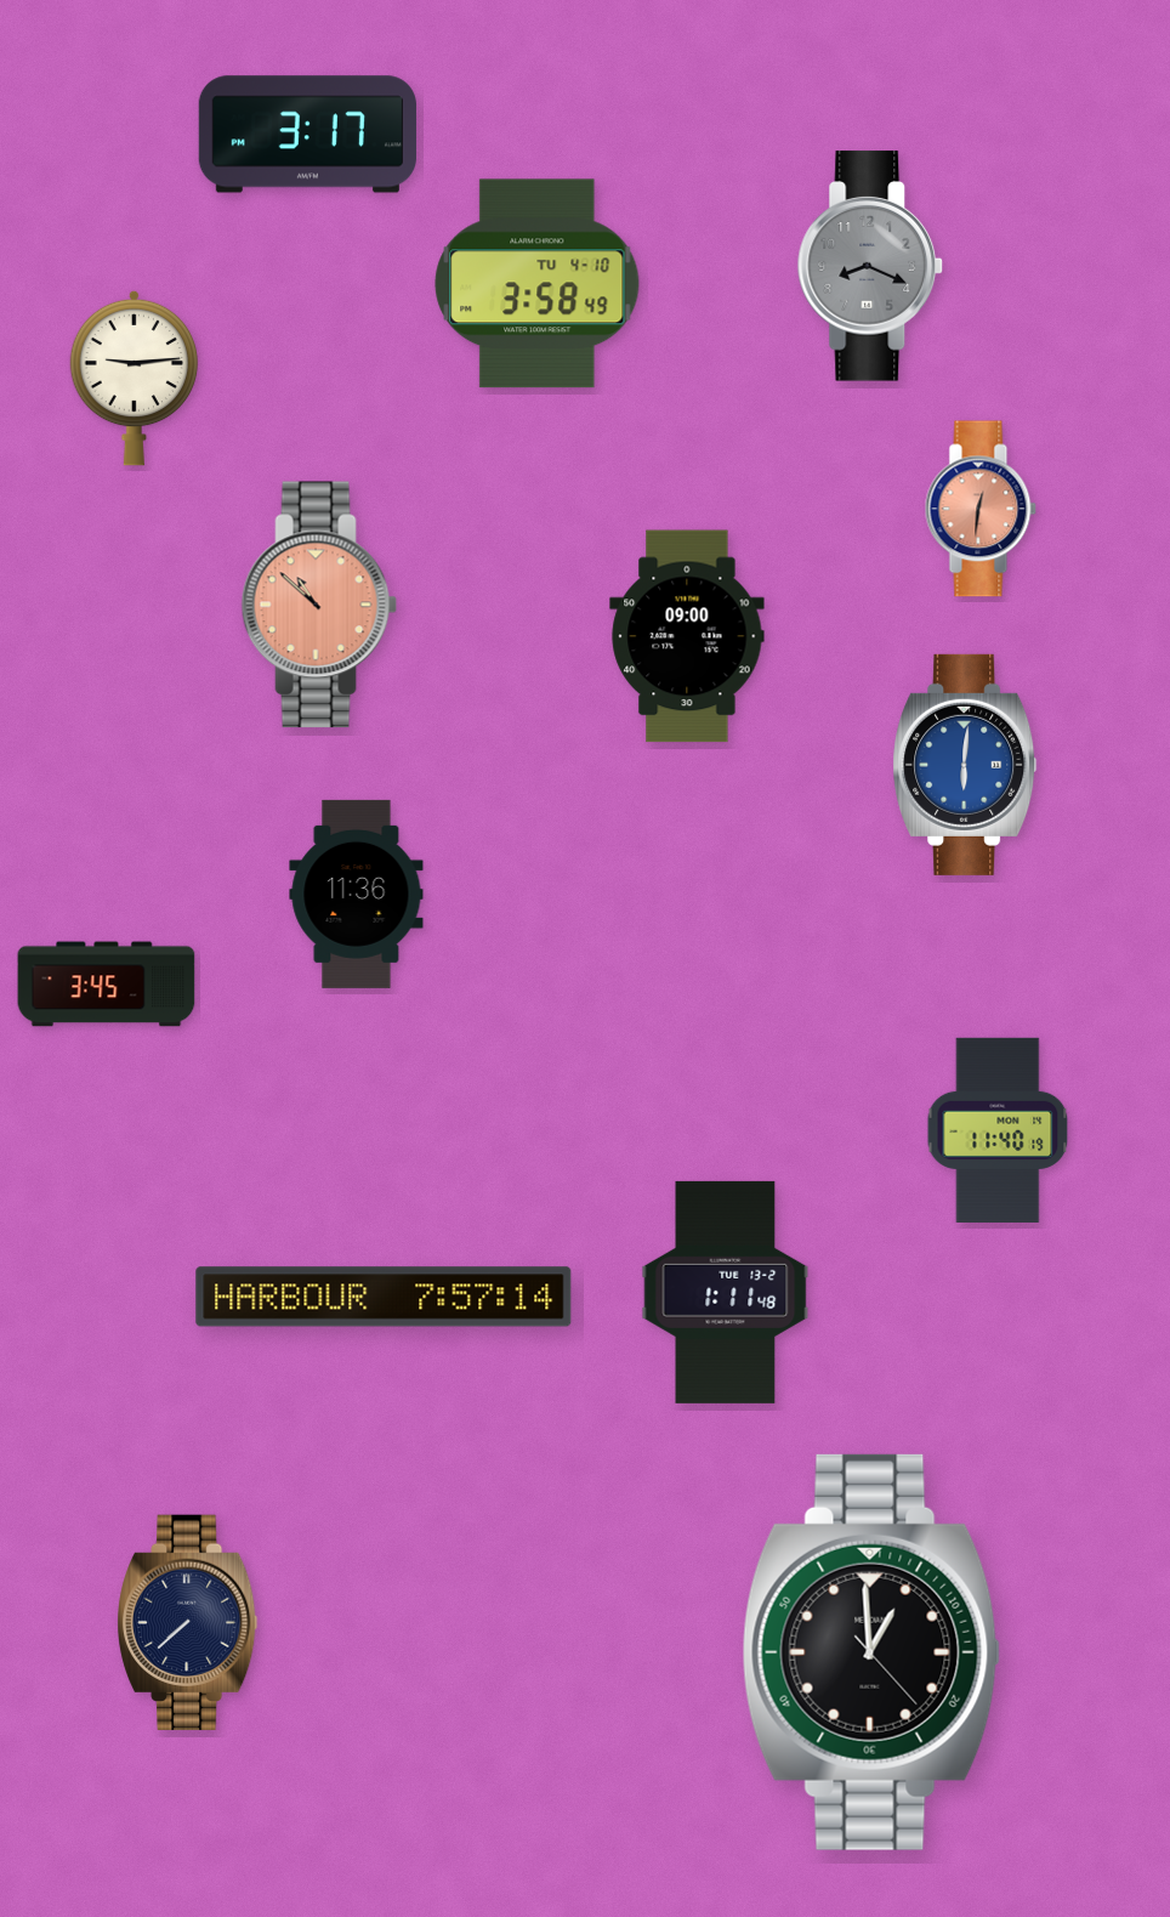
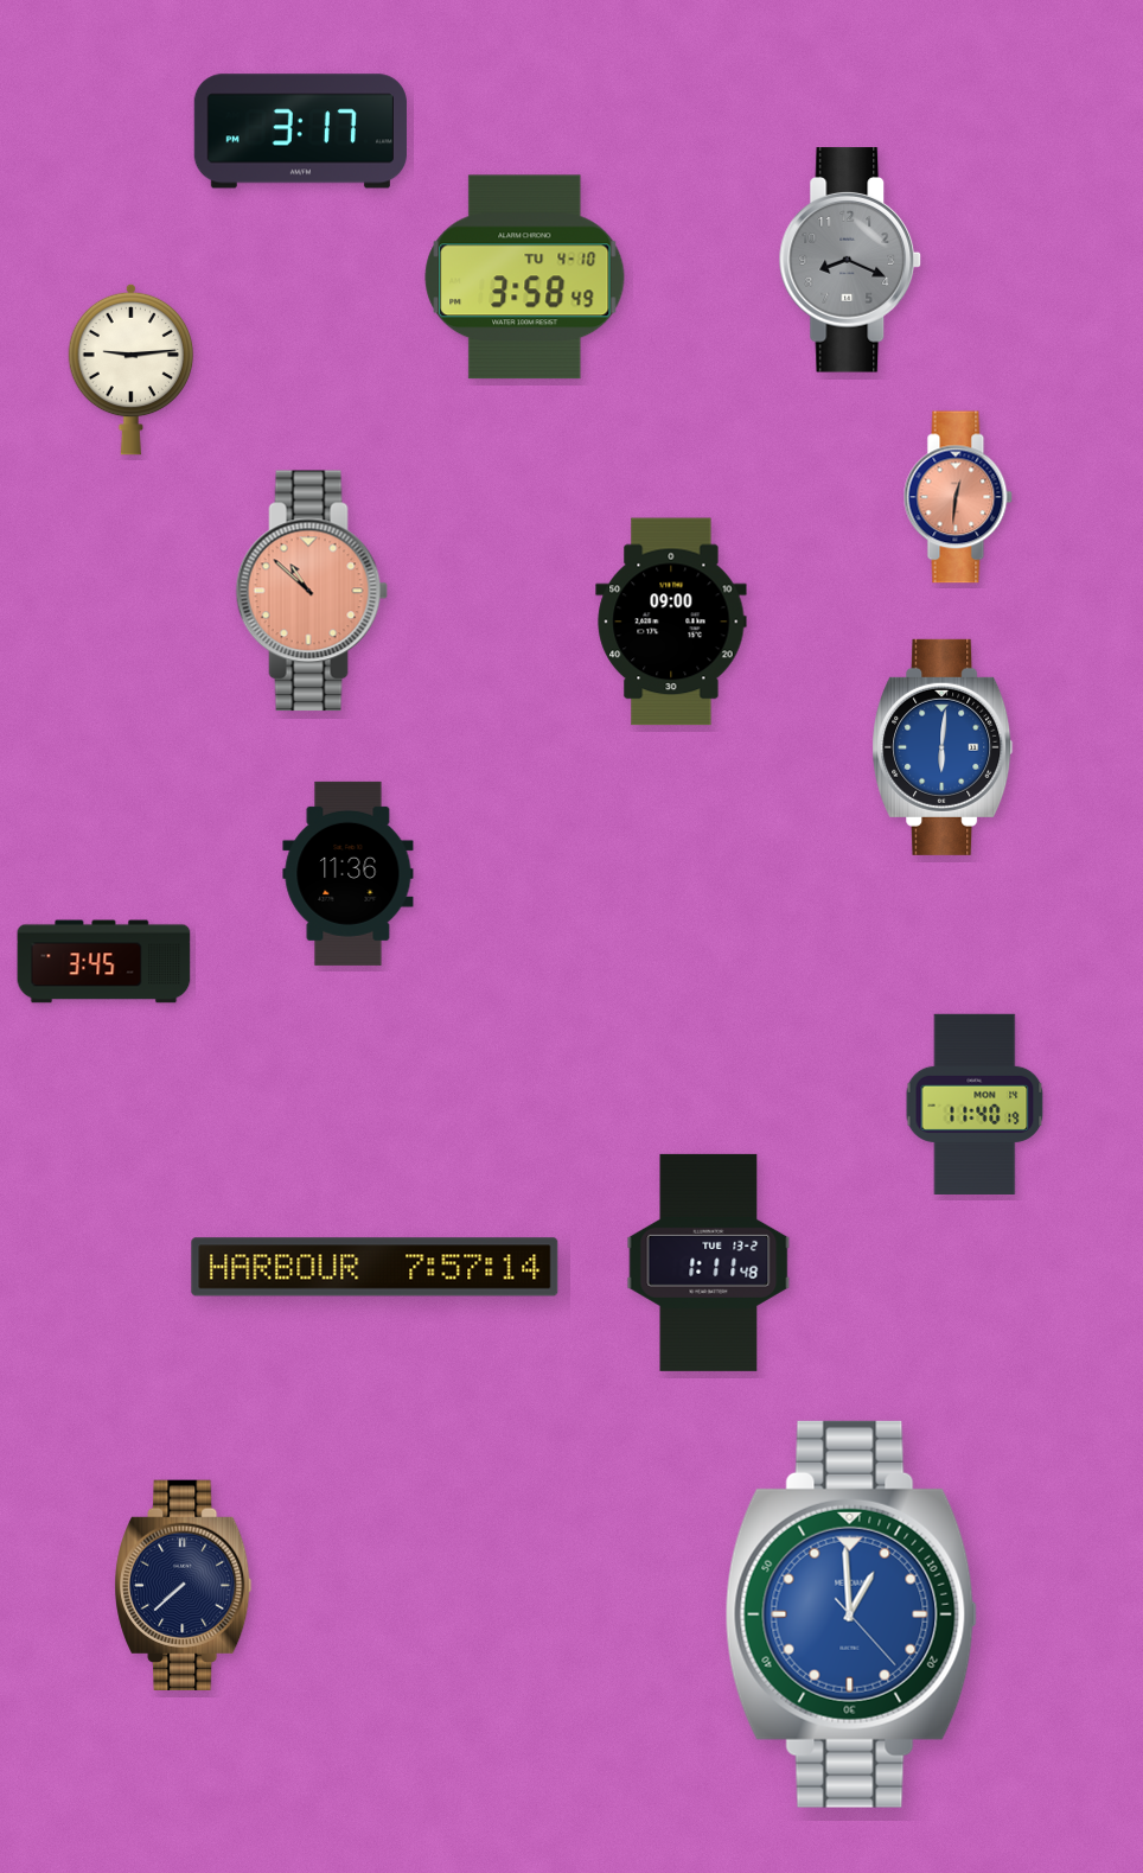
clock at (871, 1652) dial: black -> blue
